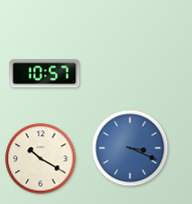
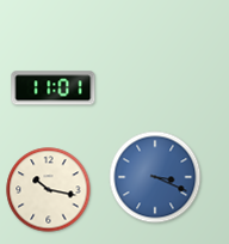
clock at (45, 74): 10:57 -> 11:01
clock at (41, 159): 10:20 -> 10:17
